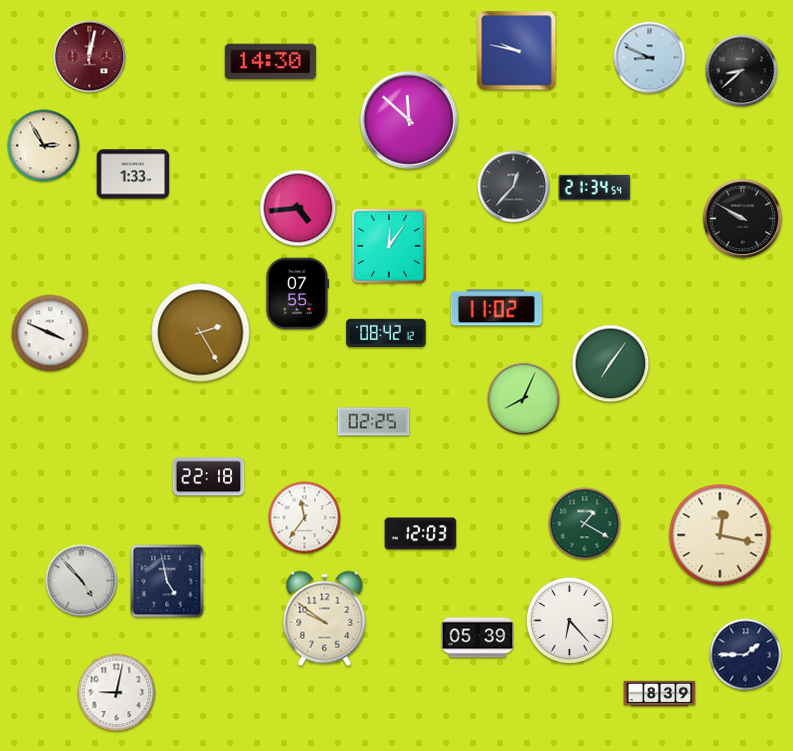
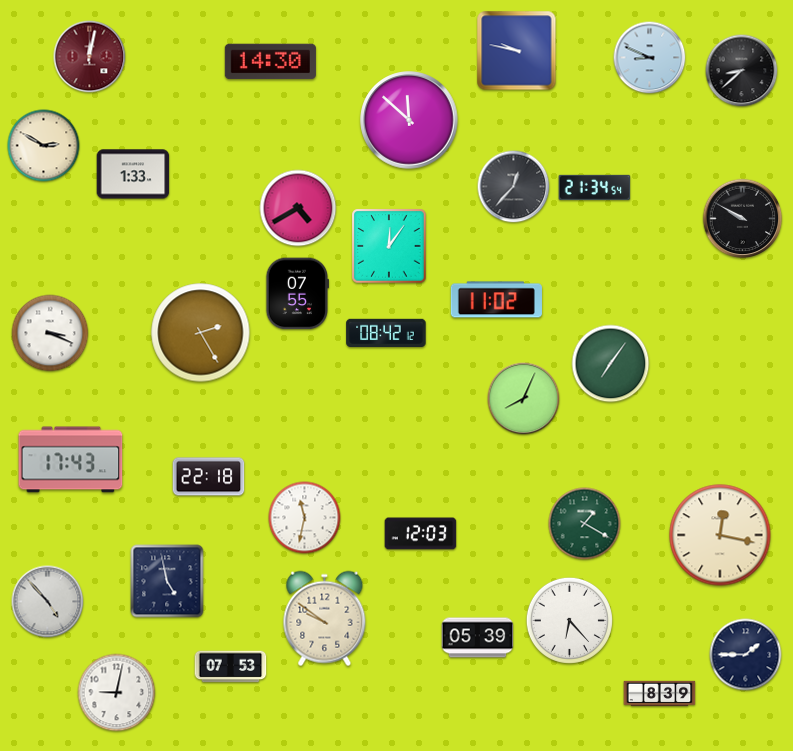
clock at (44, 146): 2:55 -> 2:50
clock at (298, 208): 4:44 -> 4:40
clock at (496, 308) position: (496, 308) -> (496, 300)
clock at (50, 333): 3:49 -> 3:19
clock at (374, 422): 02:25 -> none
clock at (71, 460): none -> 17:43
clock at (305, 518): 11:36 -> 11:32
clock at (82, 581) position: (82, 581) -> (48, 602)
clock at (231, 667): none -> 07:53
